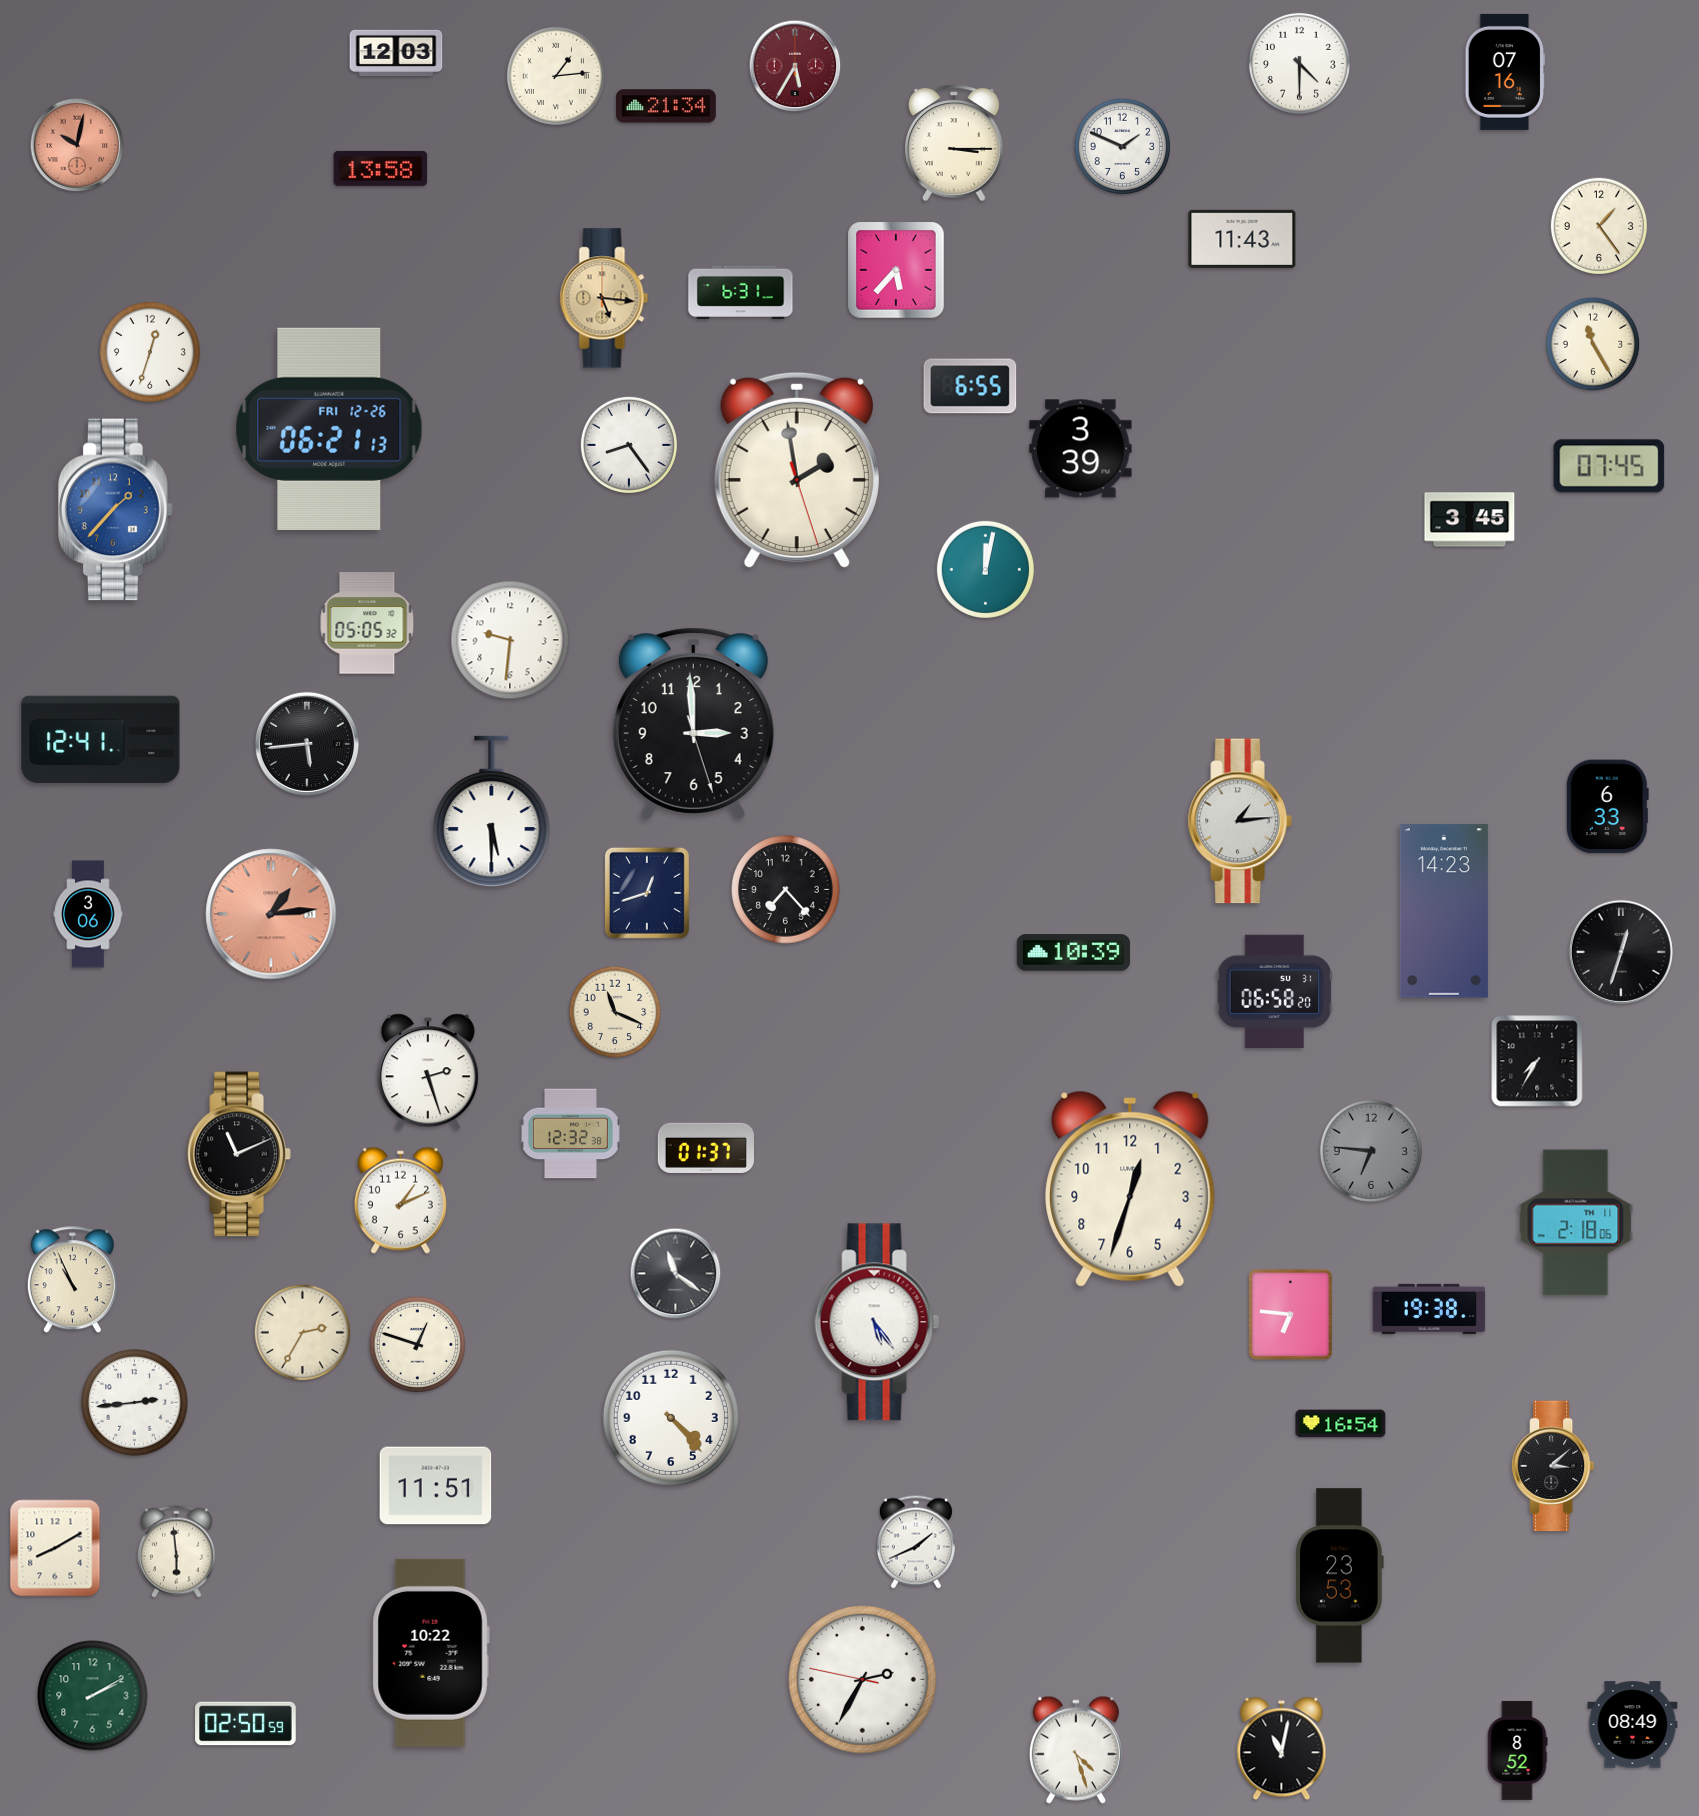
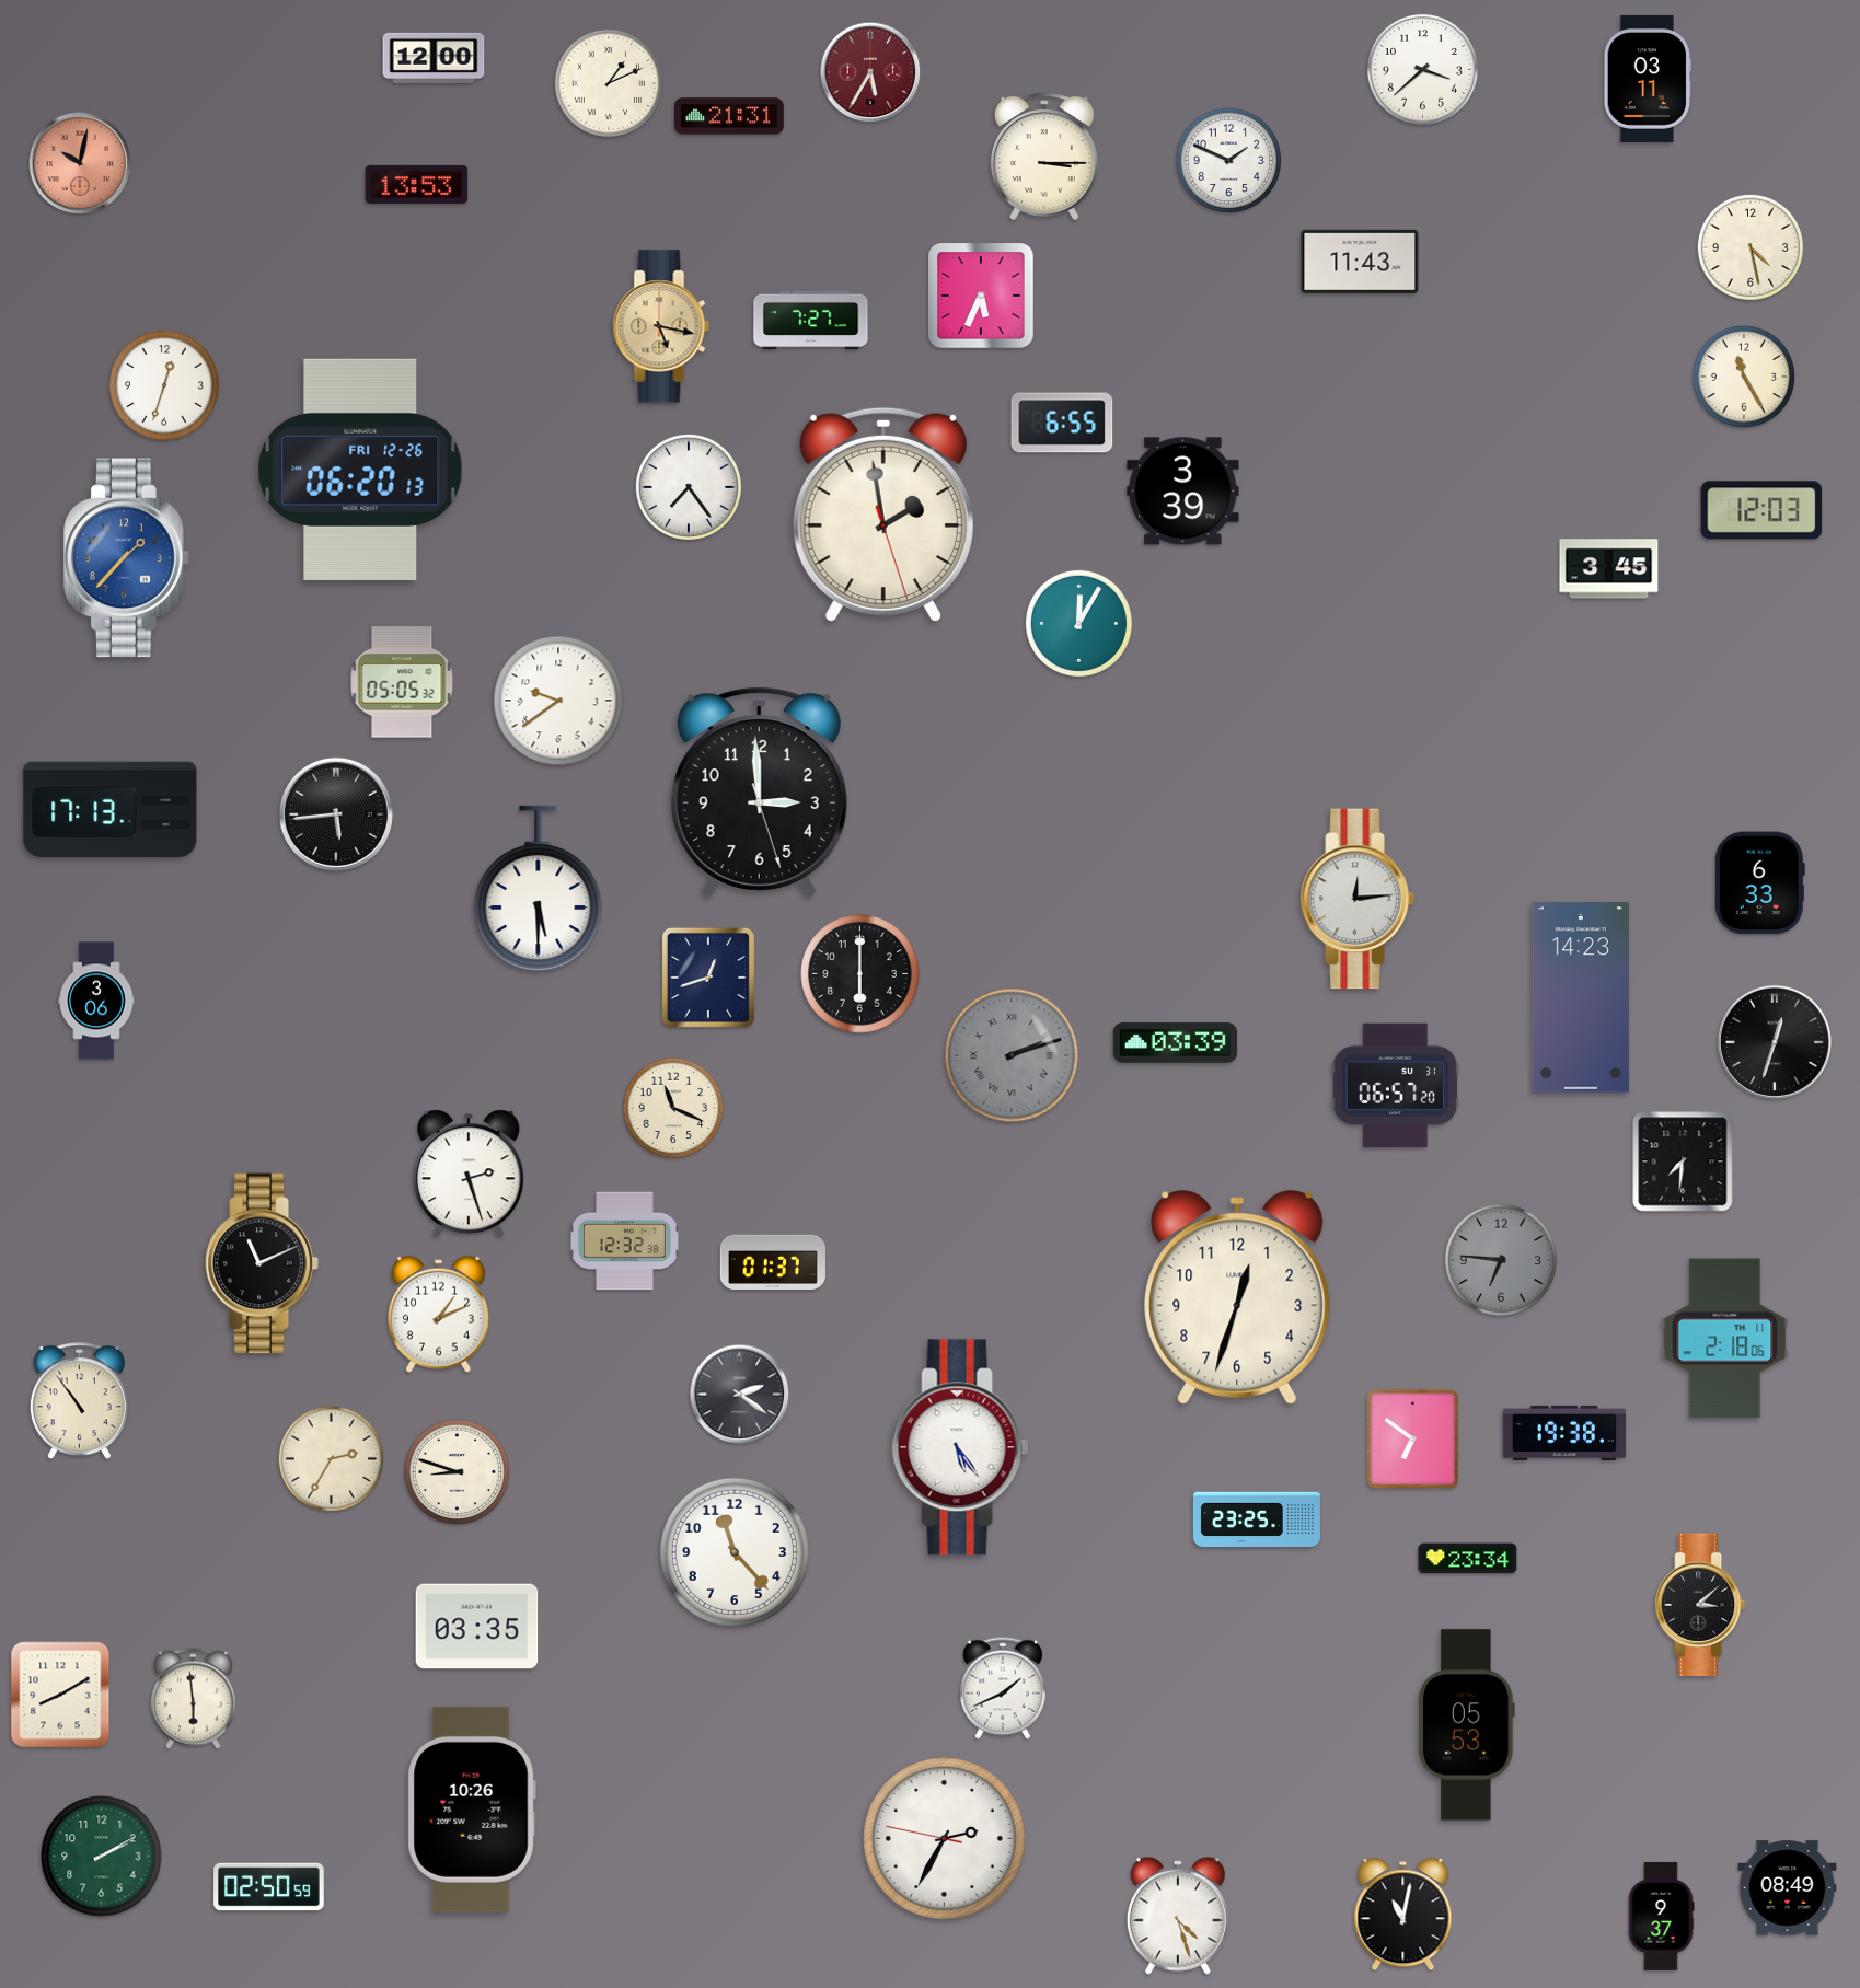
clock at (396, 52): 12:03 -> 12:00
clock at (1299, 63): 4:30 -> 3:38
clock at (1505, 72): 07:16 -> 03:11
clock at (556, 76): 1:14 -> 1:11
clock at (667, 106): 21:34 -> 21:31
clock at (77, 145) position: (77, 145) -> (80, 163)
clock at (381, 168): 13:58 -> 13:53
clock at (1599, 226): 1:24 -> 4:28
clock at (896, 270): 5:37 -> 5:34
clock at (741, 292): 6:31 -> 7:27
clock at (604, 298): 5:16 -> 5:17
clock at (329, 429): 06:21 -> 06:20
clock at (629, 445): 8:24 -> 7:24
clock at (1609, 466): 07:45 -> 12:03
clock at (797, 470) position: (797, 470) -> (883, 515)
clock at (985, 569): 12:02 -> 12:05
clock at (510, 640): 9:31 -> 9:39
clock at (101, 739): 12:41 -> 17:13
clock at (1240, 821): 1:14 -> 12:14
clock at (786, 890): 7:23 -> 6:00
clock at (271, 914): 1:14 -> none
clock at (1074, 953): 10:39 -> 03:39
clock at (1012, 1055): none -> 2:12
clock at (1275, 991): 06:58 -> 06:57
clock at (1537, 1061): 7:35 -> 7:31
clock at (706, 1148) position: (706, 1148) -> (773, 1262)
clock at (1130, 1189) position: (1130, 1189) -> (1237, 1297)
clock at (676, 1274): 11:21 -> 2:21
clock at (72, 1280): 10:56 -> 10:54
clock at (1290, 1314): 6:46 -> 6:51
clock at (417, 1344): 12:48 -> 8:48
clock at (1257, 1518): none -> 23:25
clock at (135, 1403): 2:44 -> none
clock at (671, 1418): 4:23 -> 11:23
clock at (1341, 1424): 16:54 -> 23:34
clock at (436, 1486): 11:51 -> 03:35
clock at (1339, 1576): 23:53 -> 05:53
clock at (431, 1653): 10:22 -> 10:26
clock at (1517, 1750): 8:52 -> 9:37
